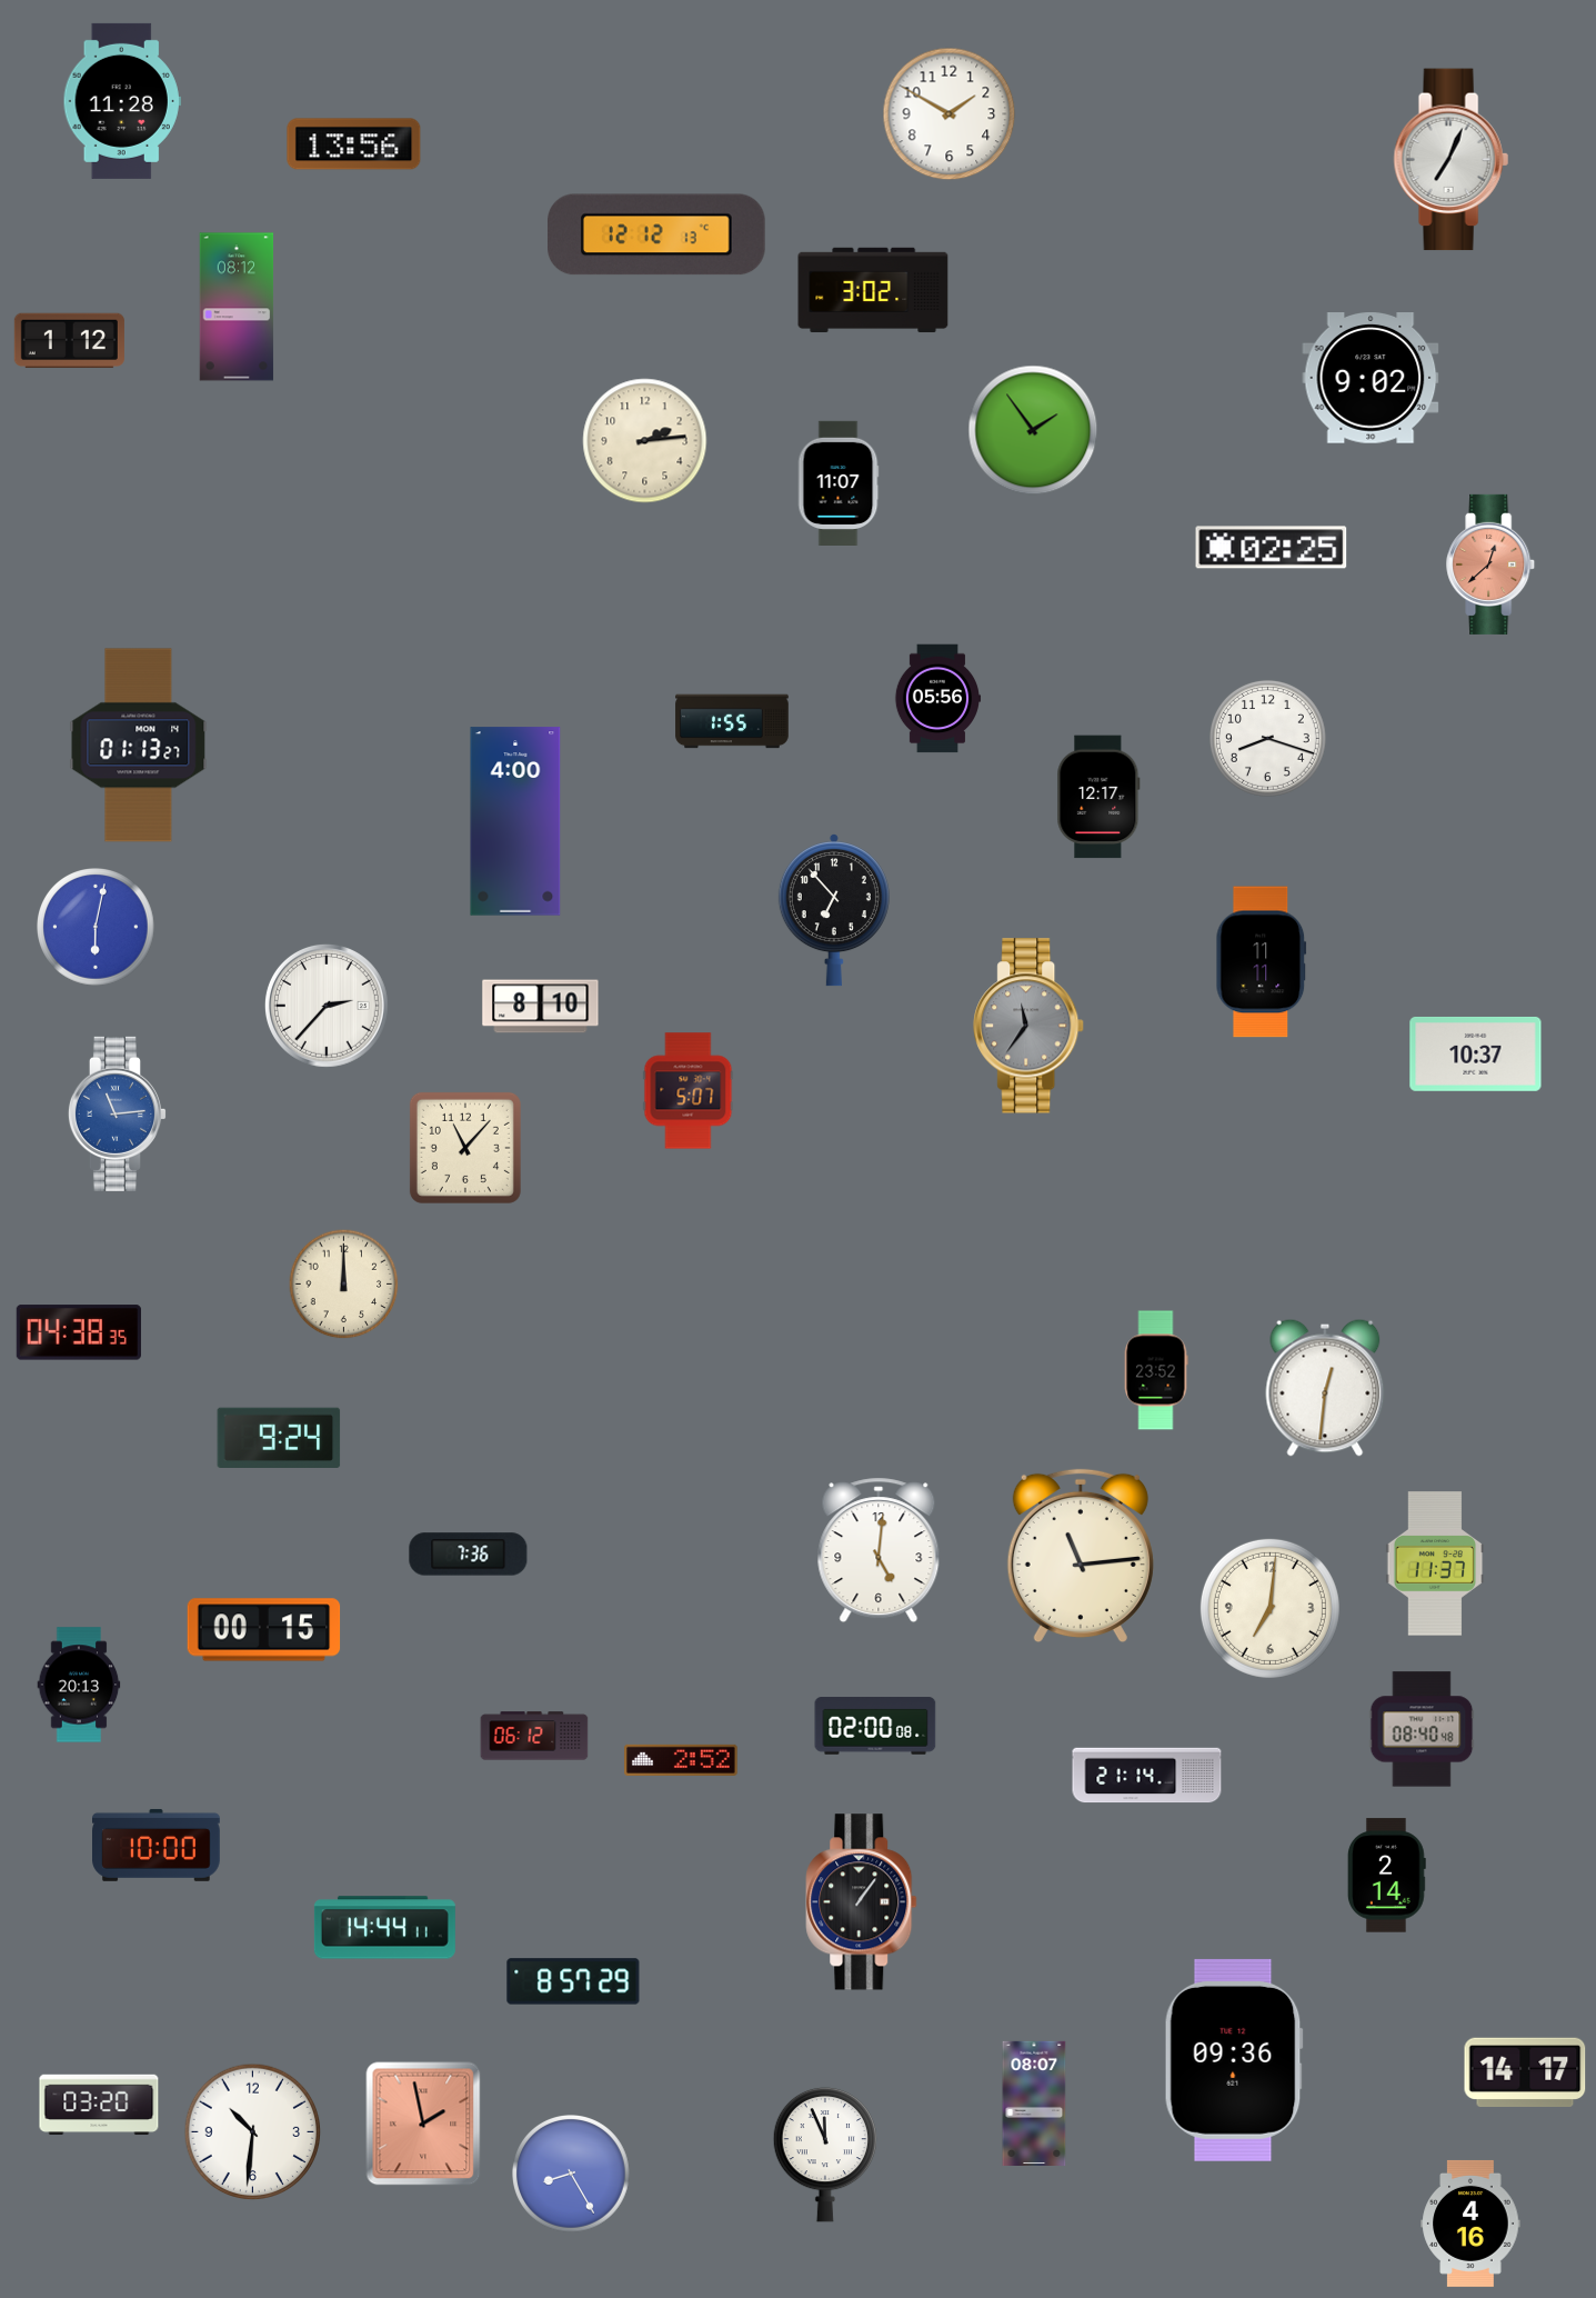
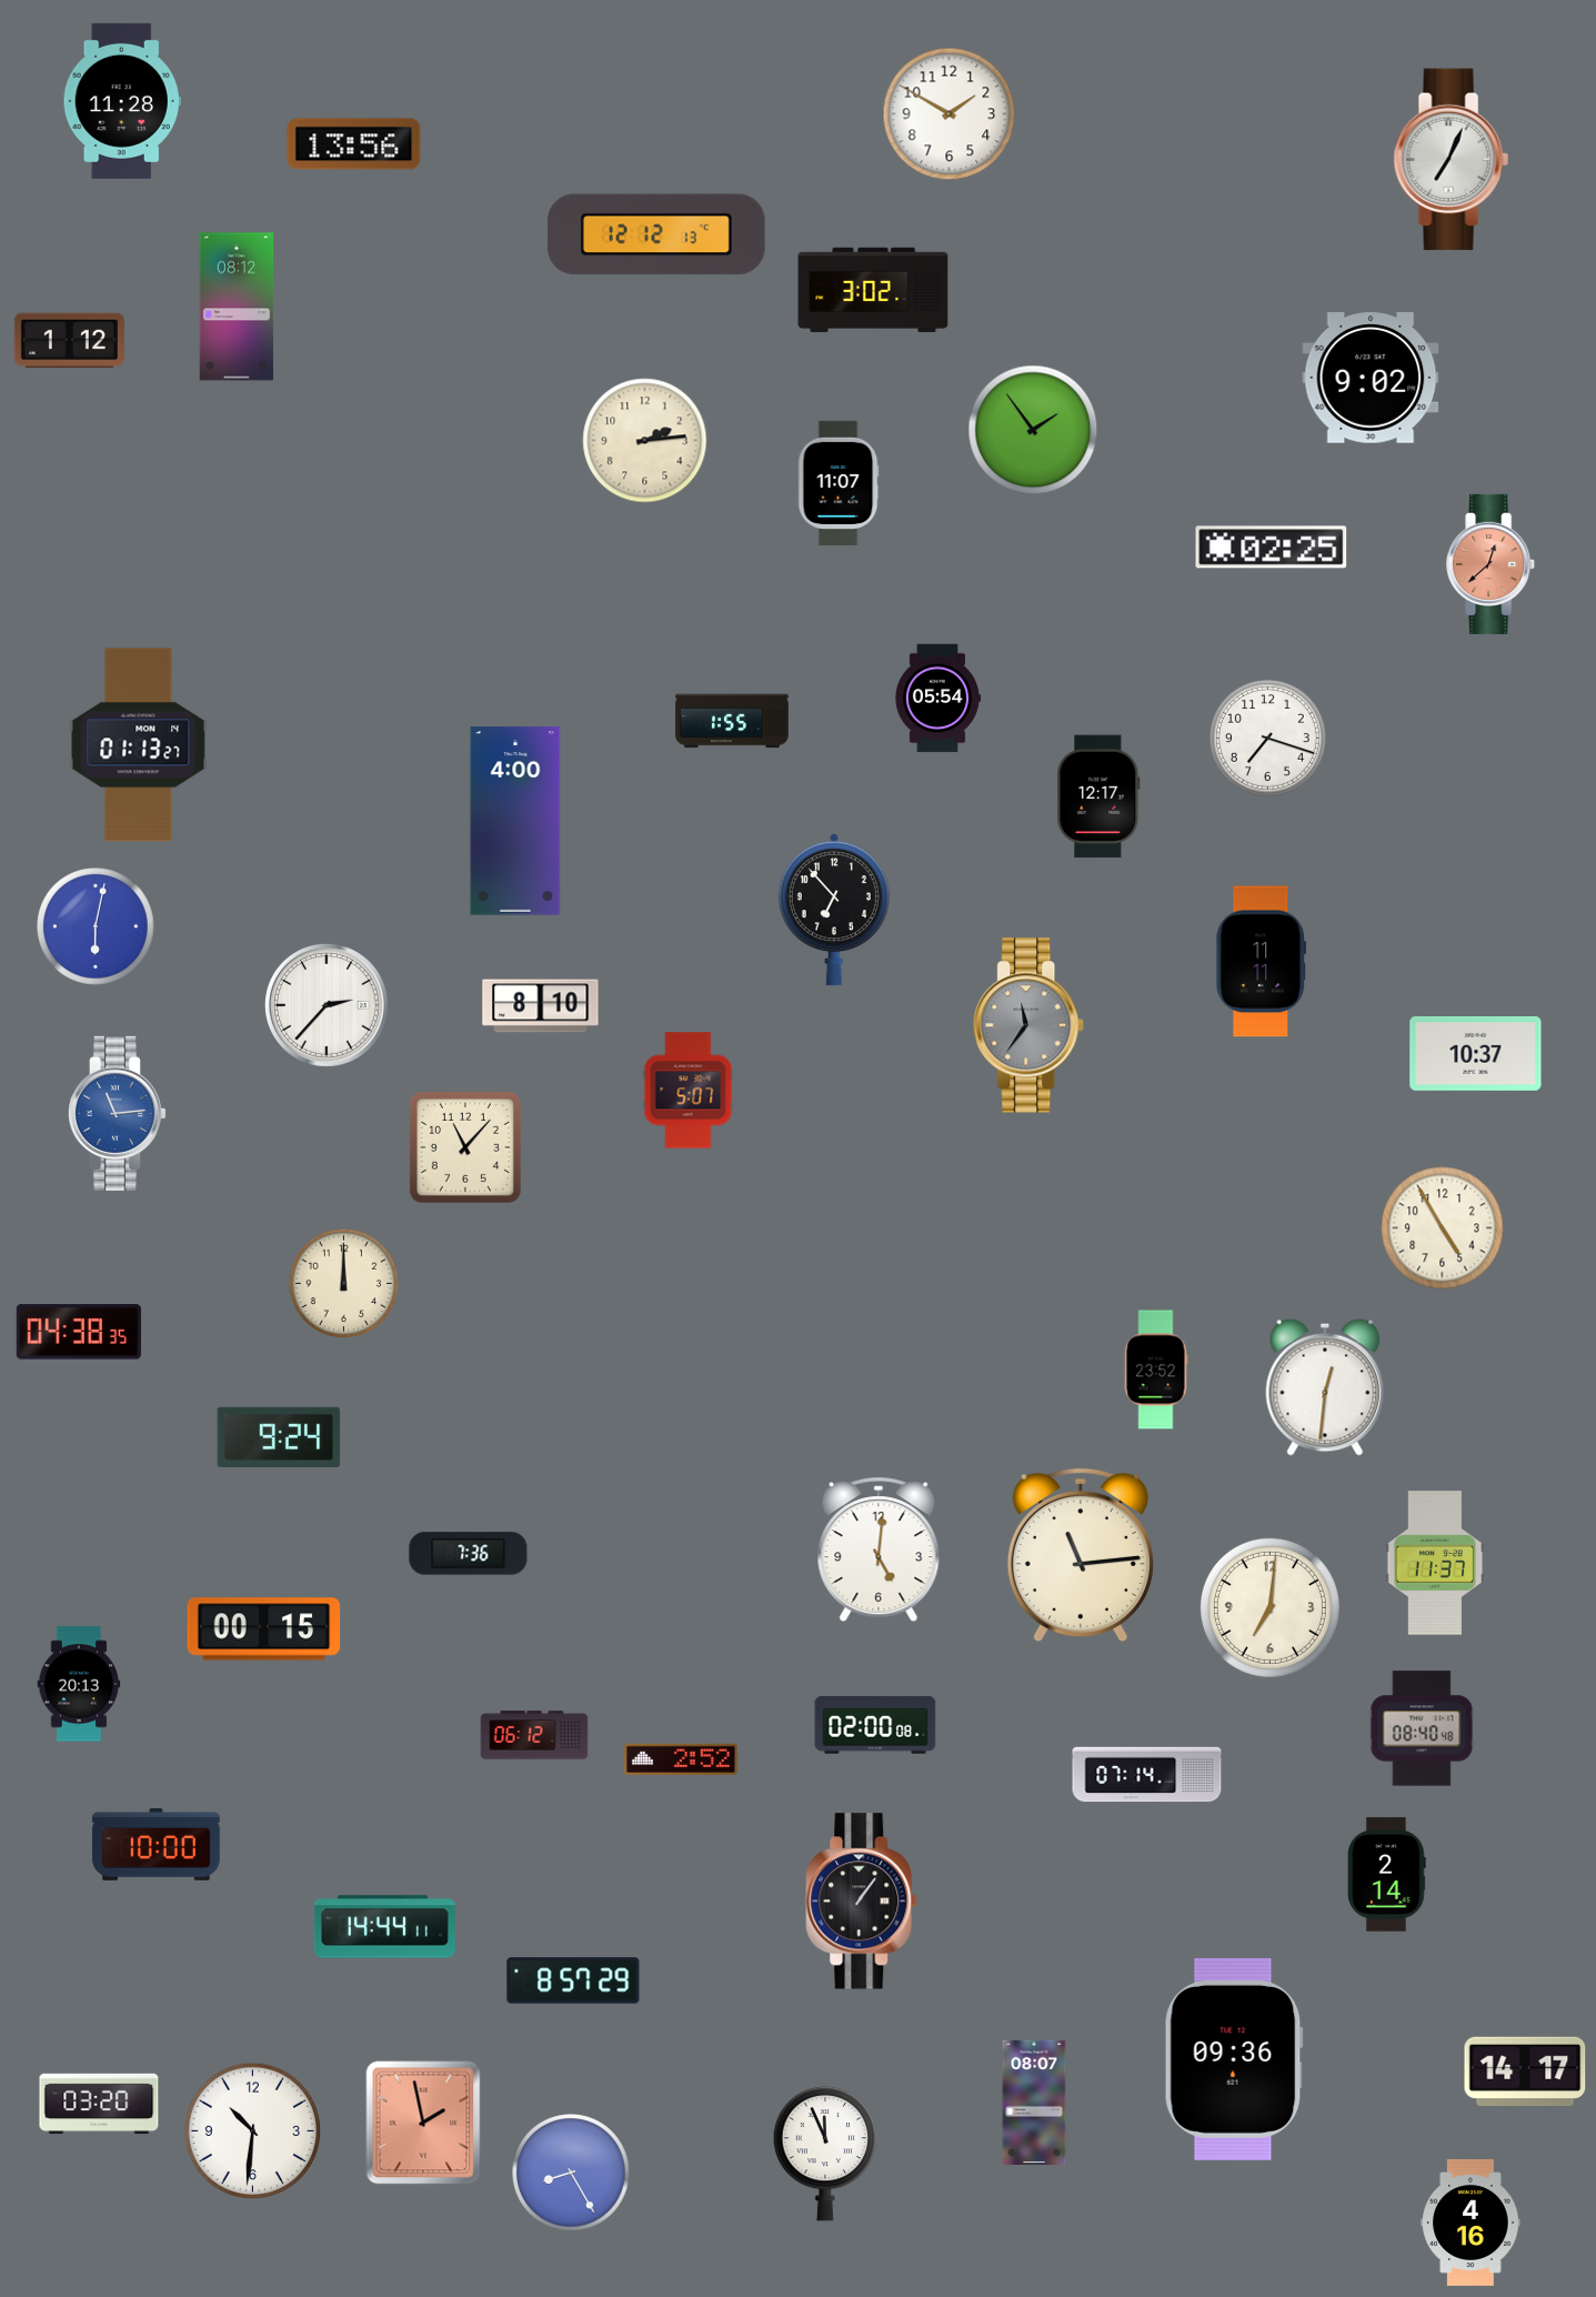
clock at (937, 699): 05:56 -> 05:54
clock at (1267, 738): 8:18 -> 7:18
clock at (1443, 1228): none -> 4:55
clock at (1147, 1776): 21:14 -> 07:14
